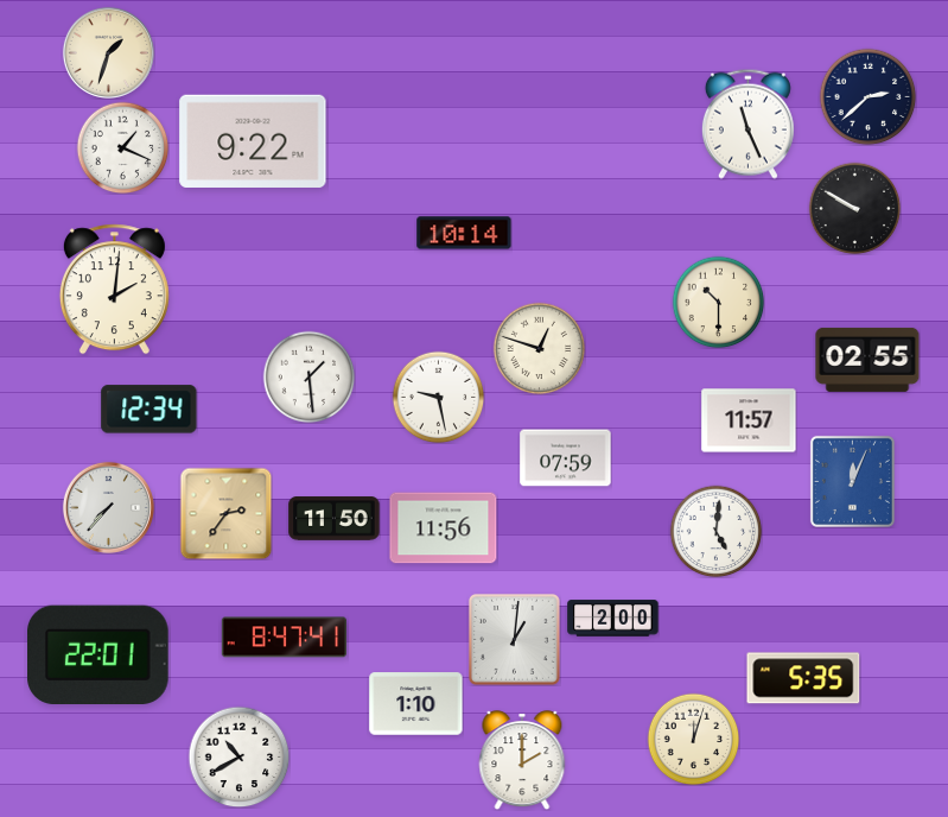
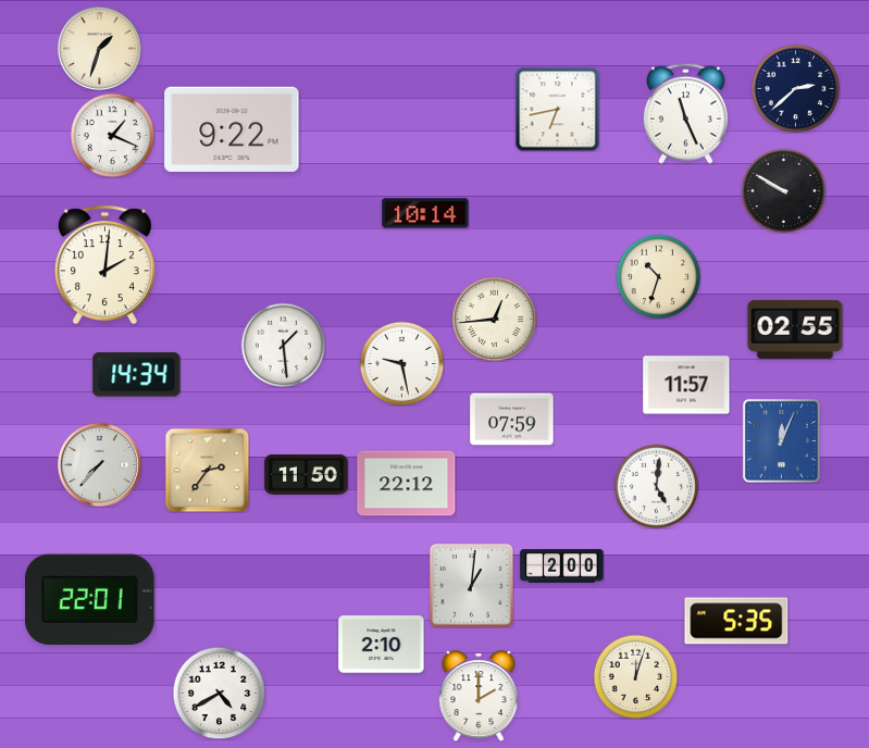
clock at (557, 109): none -> 6:43
clock at (718, 302): 10:30 -> 10:33
clock at (539, 348): 12:48 -> 12:44
clock at (149, 410): 12:34 -> 14:34
clock at (566, 458) position: (566, 458) -> (512, 420)
clock at (444, 528): 11:56 -> 22:12
clock at (285, 638): 8:47 -> none
clock at (416, 704): 1:10 -> 2:10
clock at (238, 756): 10:40 -> 4:40
